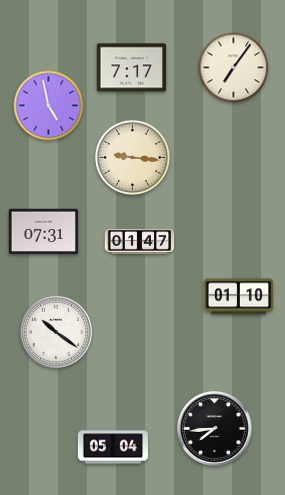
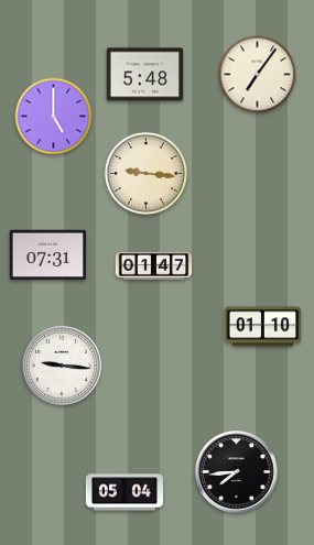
clock at (132, 68): 7:17 -> 5:48
clock at (49, 106): 4:58 -> 5:00
clock at (56, 332): 10:21 -> 9:16
